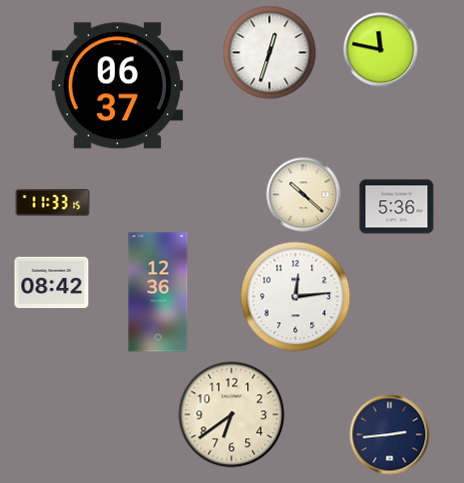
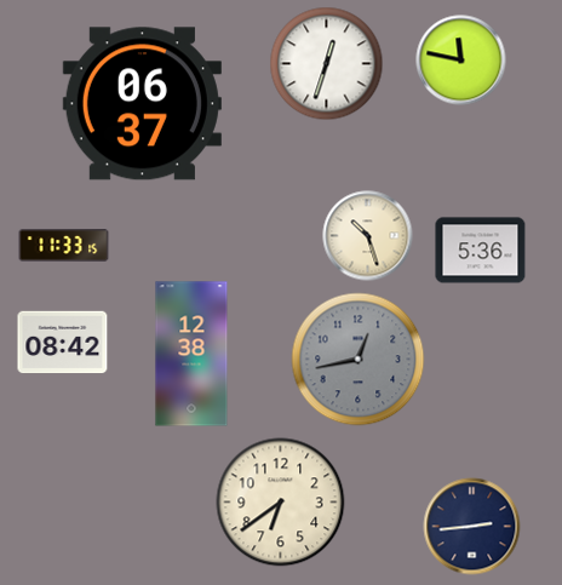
clock at (304, 195): 10:22 -> 10:27
clock at (158, 292): 12:36 -> 12:38
clock at (296, 297): 12:14 -> 12:43
clock at (296, 297) dial: white -> grey
